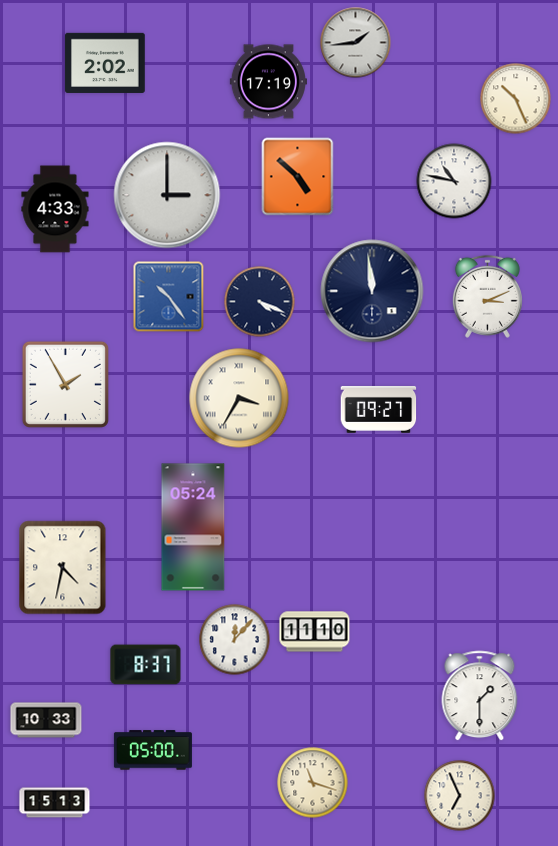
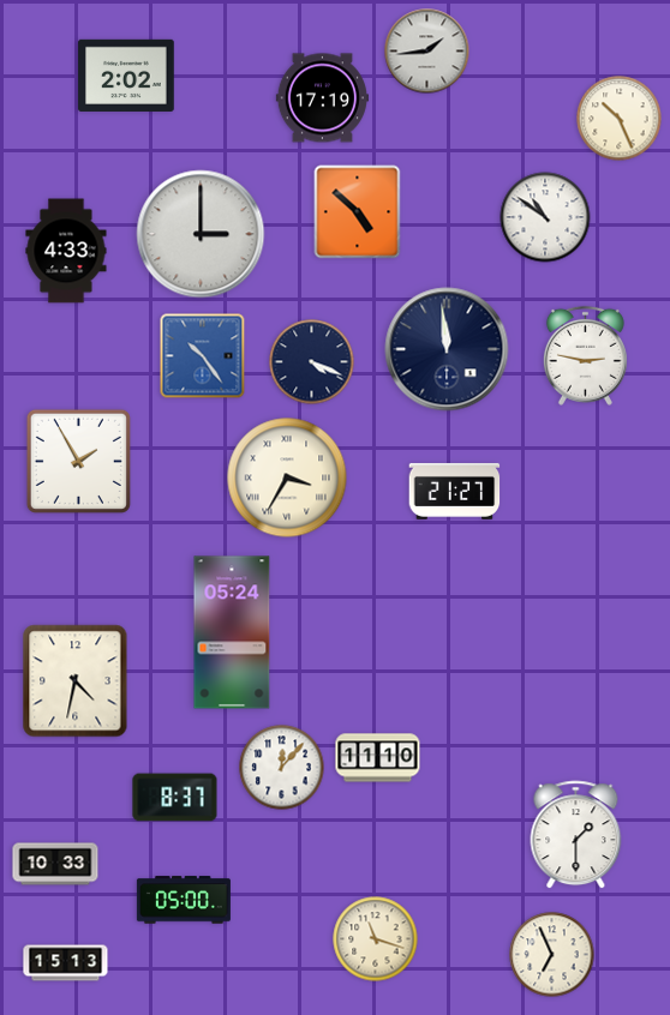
clock at (454, 181): 10:47 -> 10:51
clock at (487, 296): 3:11 -> 2:47
clock at (379, 409): 09:27 -> 21:27
